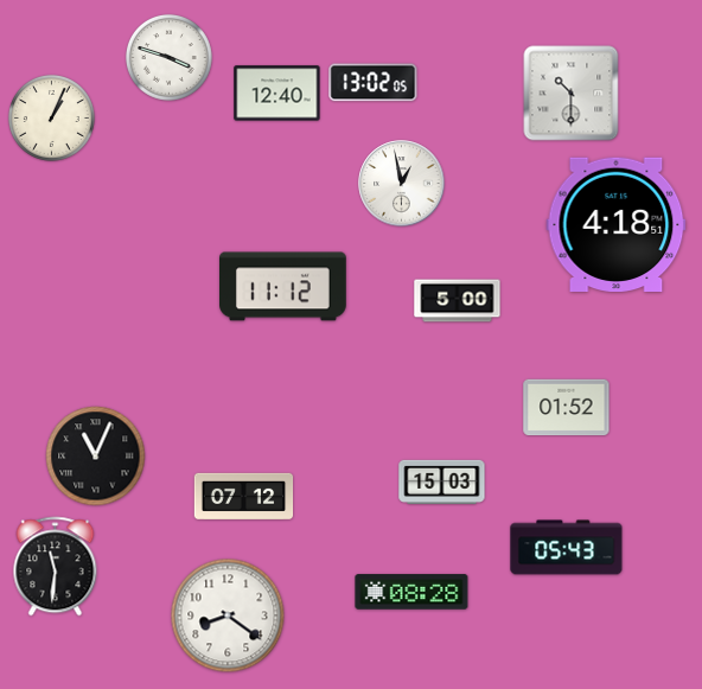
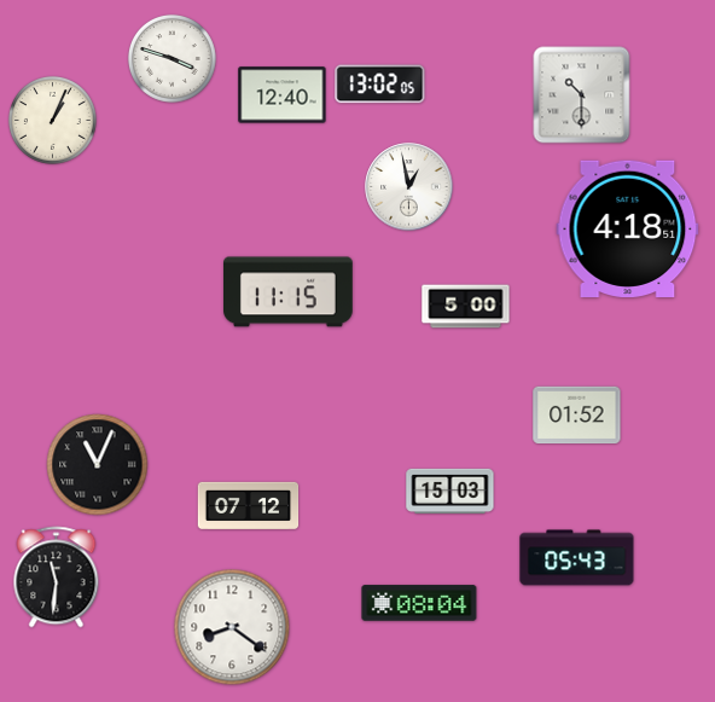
clock at (283, 287): 11:12 -> 11:15
clock at (411, 592): 08:28 -> 08:04
